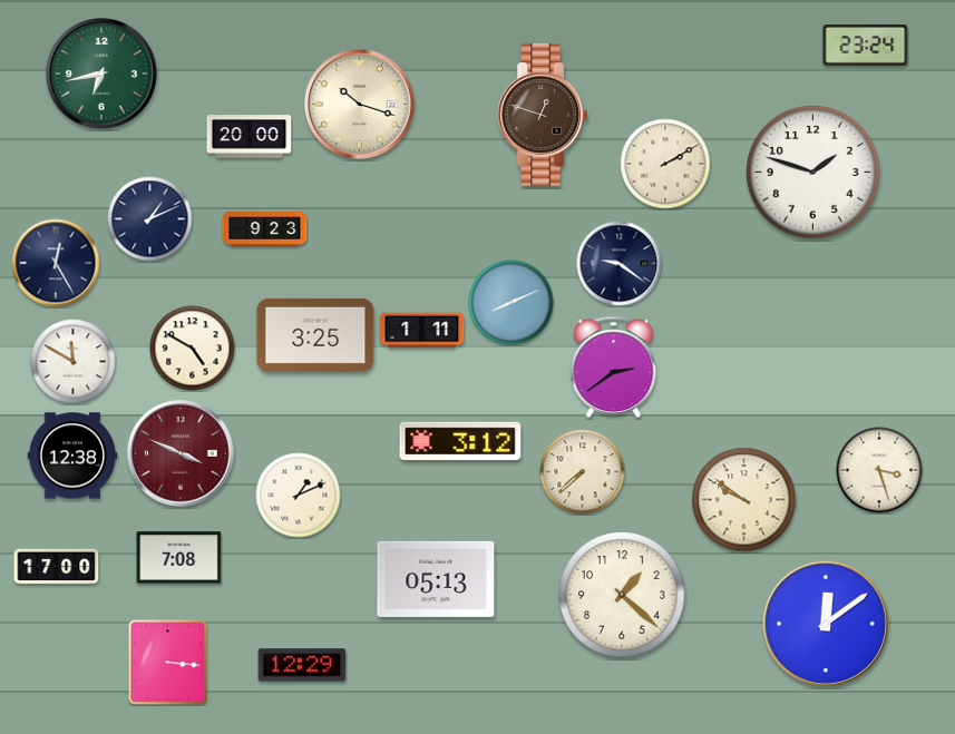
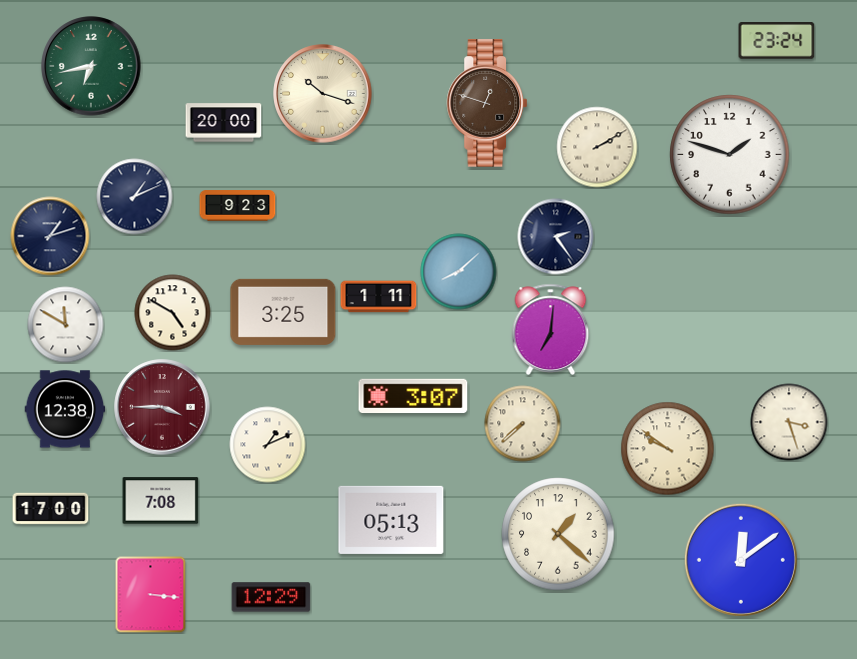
clock at (56, 263): 12:25 -> 1:12
clock at (620, 264): 9:21 -> 2:24
clock at (511, 303): 8:11 -> 8:08
clock at (315, 335) position: (315, 335) -> (283, 312)
clock at (614, 366): 2:39 -> 7:01
clock at (460, 440): 3:12 -> 3:07
clock at (181, 453): 3:49 -> 3:45
